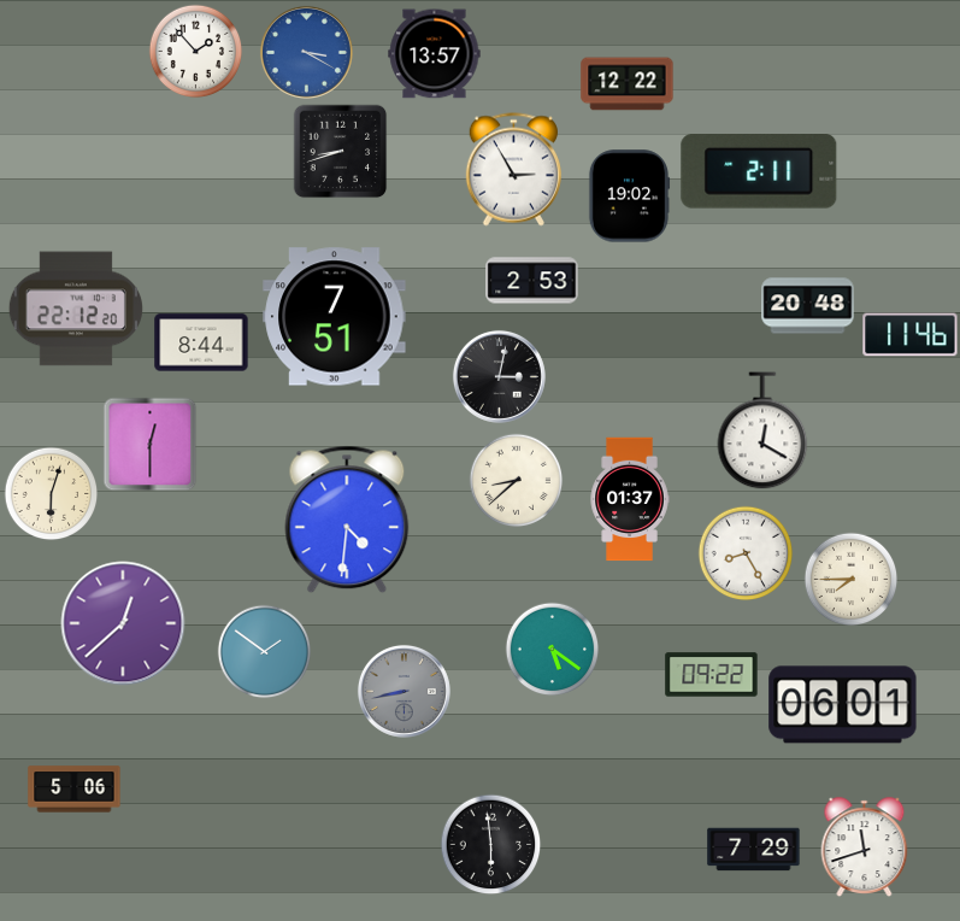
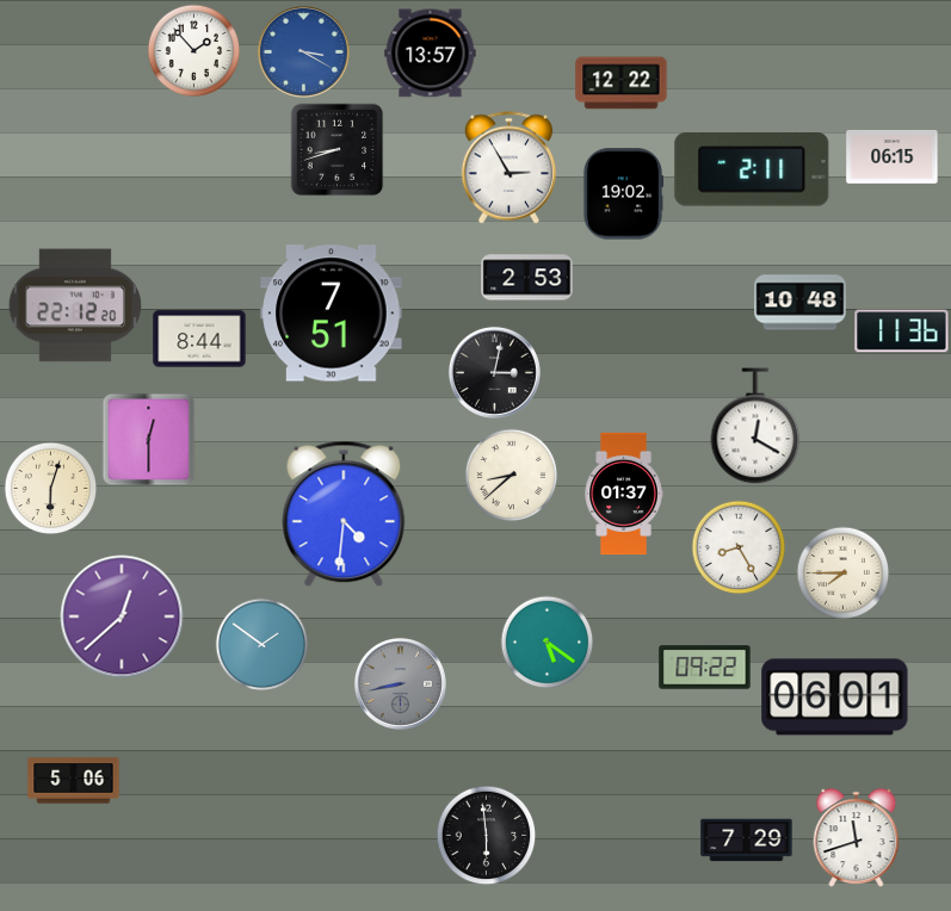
clock at (893, 156): none -> 06:15
clock at (808, 306): 20:48 -> 10:48
clock at (911, 335): 11:46 -> 11:36
